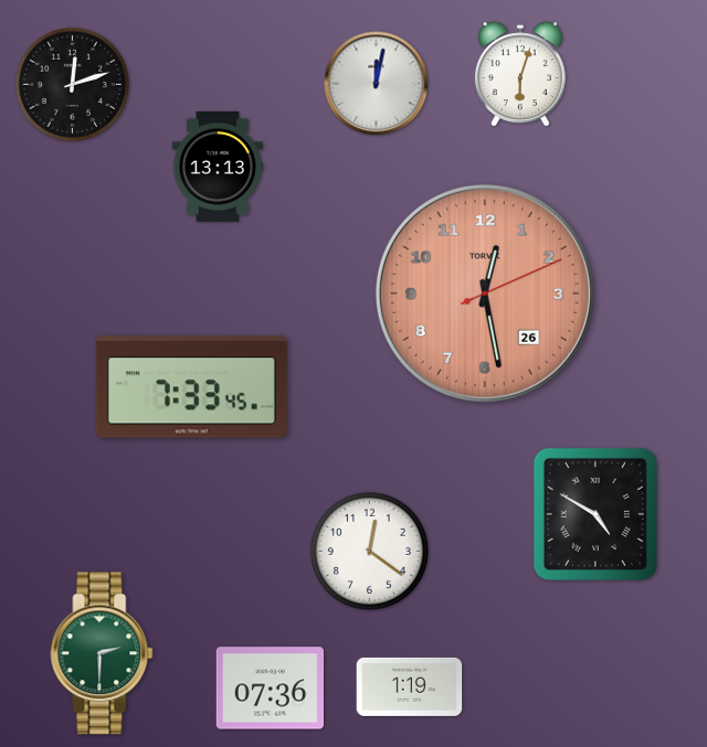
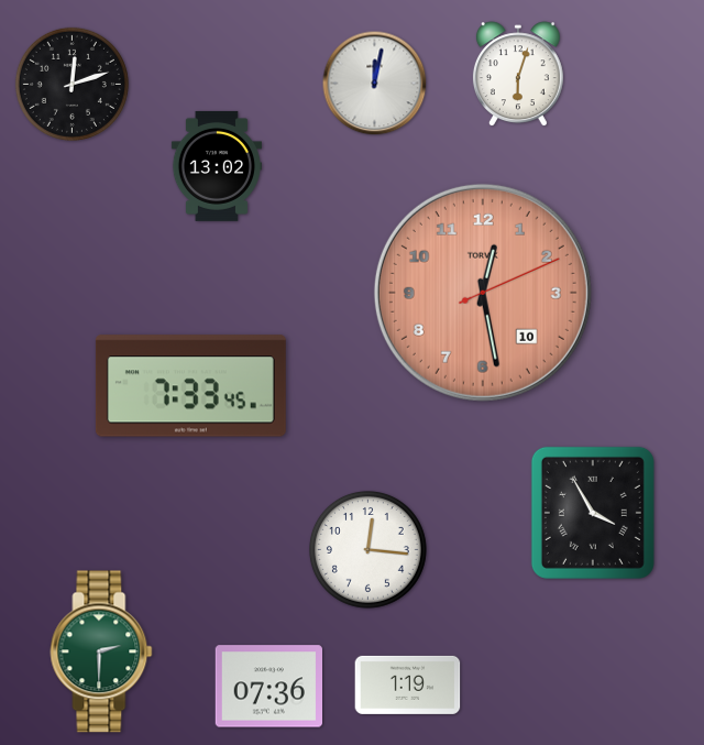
clock at (218, 167): 13:13 -> 13:02
clock at (485, 294) date: 26 -> 10
clock at (595, 514): 4:50 -> 3:55
clock at (369, 551): 12:21 -> 12:16
